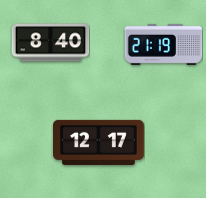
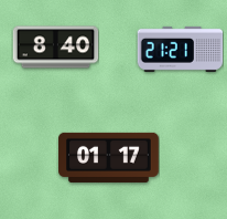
clock at (163, 44): 21:19 -> 21:21
clock at (99, 142): 12:17 -> 01:17
